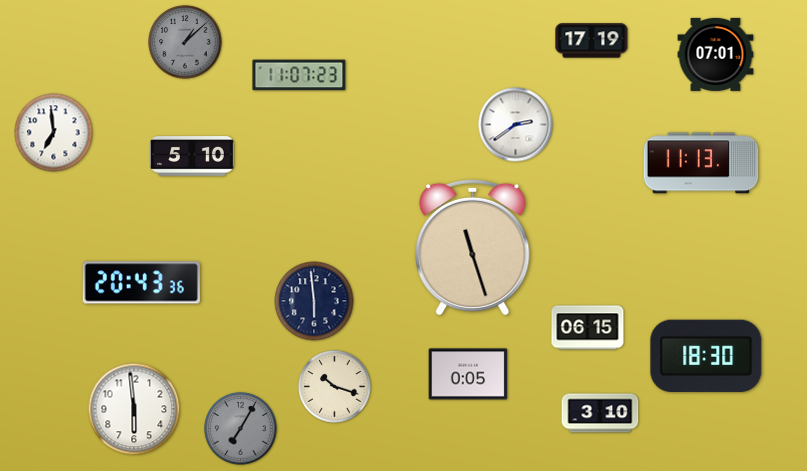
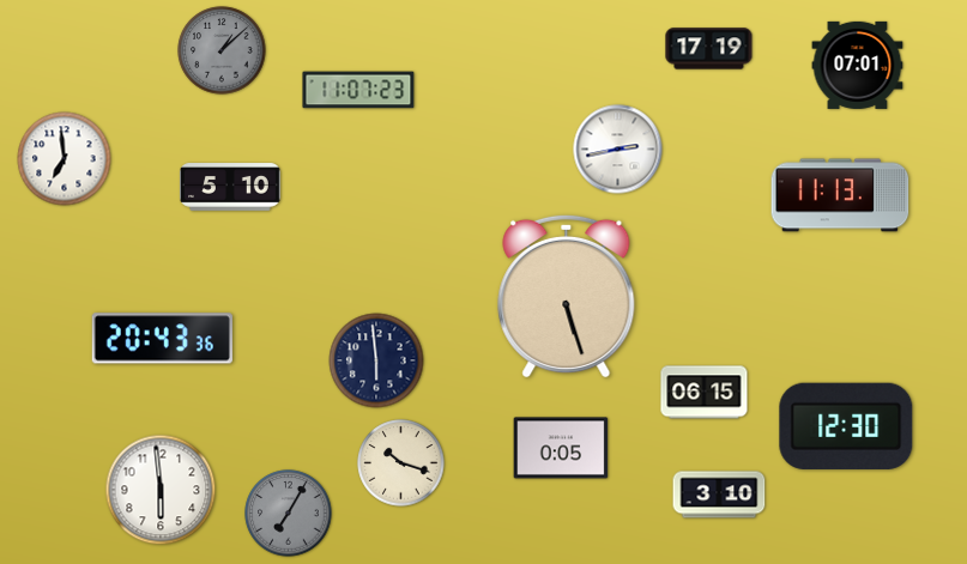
clock at (516, 125): 2:39 -> 2:43
clock at (473, 247): 11:27 -> 5:27
clock at (141, 283) position: (141, 283) -> (162, 339)
clock at (706, 356): 18:30 -> 12:30
